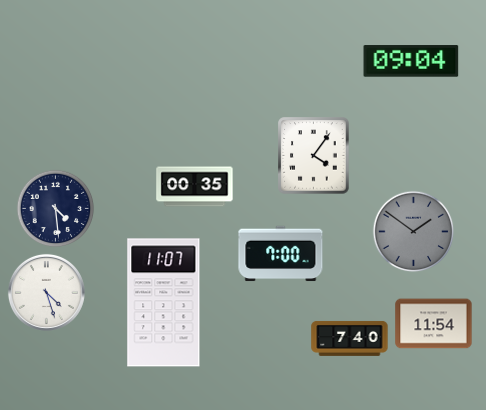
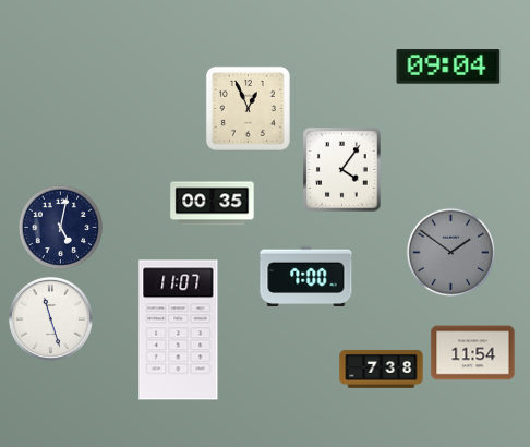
clock at (248, 108): none -> 12:56
clock at (55, 208): 4:29 -> 5:02
clock at (46, 292): 4:27 -> 11:27
clock at (350, 338): 7:40 -> 7:38
